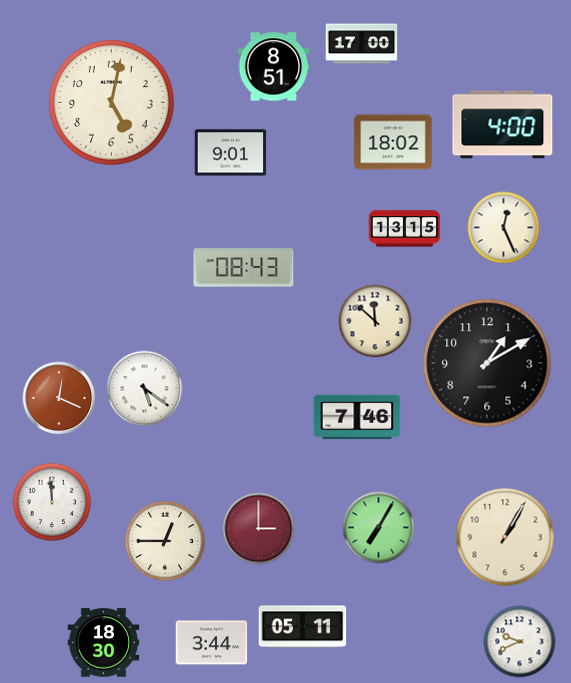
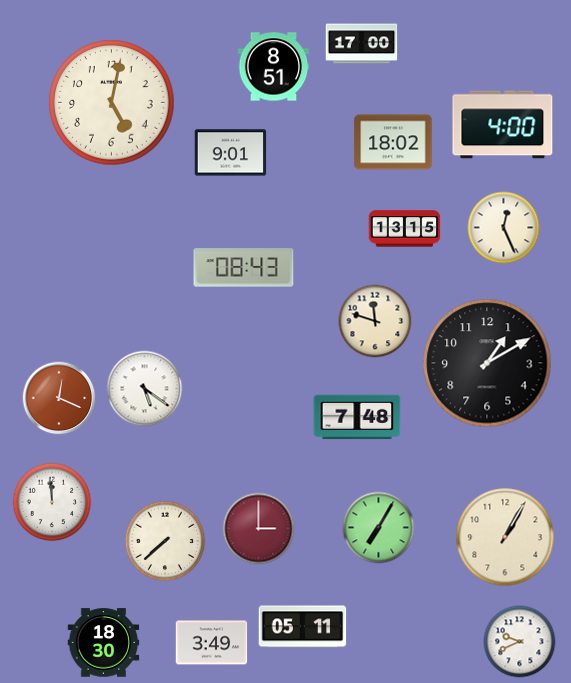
clock at (375, 321): 11:52 -> 11:48
clock at (357, 417): 7:46 -> 7:48
clock at (165, 541): 12:45 -> 7:38
clock at (212, 643): 3:44 -> 3:49
